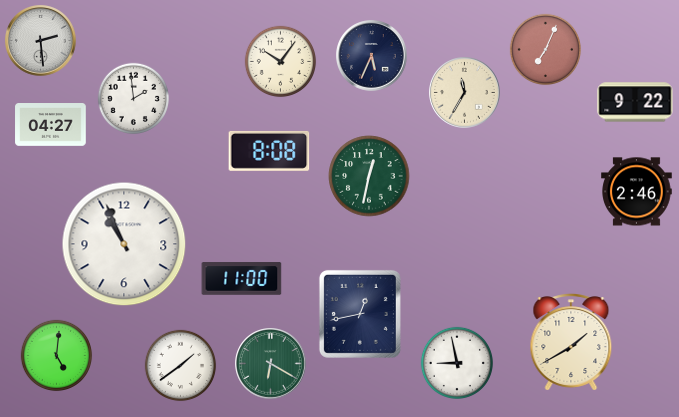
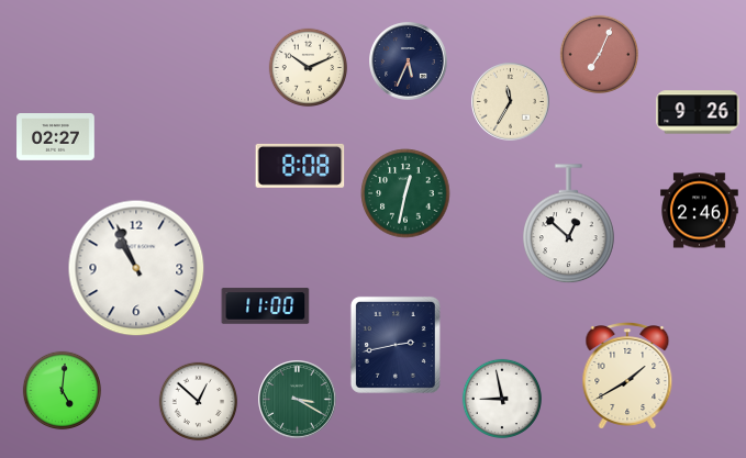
clock at (41, 41): 2:29 -> none
clock at (281, 62): 10:06 -> 10:11
clock at (134, 99): 1:59 -> none
clock at (635, 102): 9:22 -> 9:26
clock at (51, 125): 04:27 -> 02:27
clock at (269, 151) position: (269, 151) -> (300, 166)
clock at (569, 224): none -> 12:52
clock at (360, 314): 12:43 -> 2:43
clock at (271, 364): 6:20 -> 3:20
clock at (181, 366): 1:39 -> 12:52
